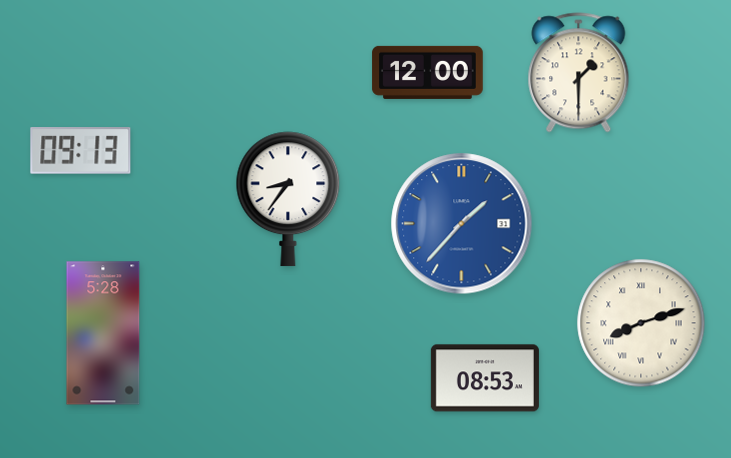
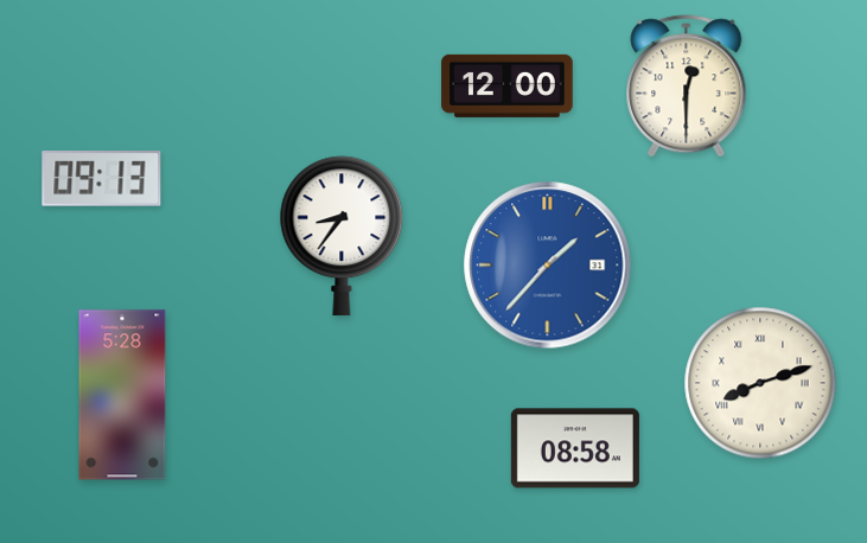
clock at (579, 73): 1:30 -> 12:30
clock at (81, 151) position: (81, 151) -> (102, 179)
clock at (485, 378): 08:53 -> 08:58
